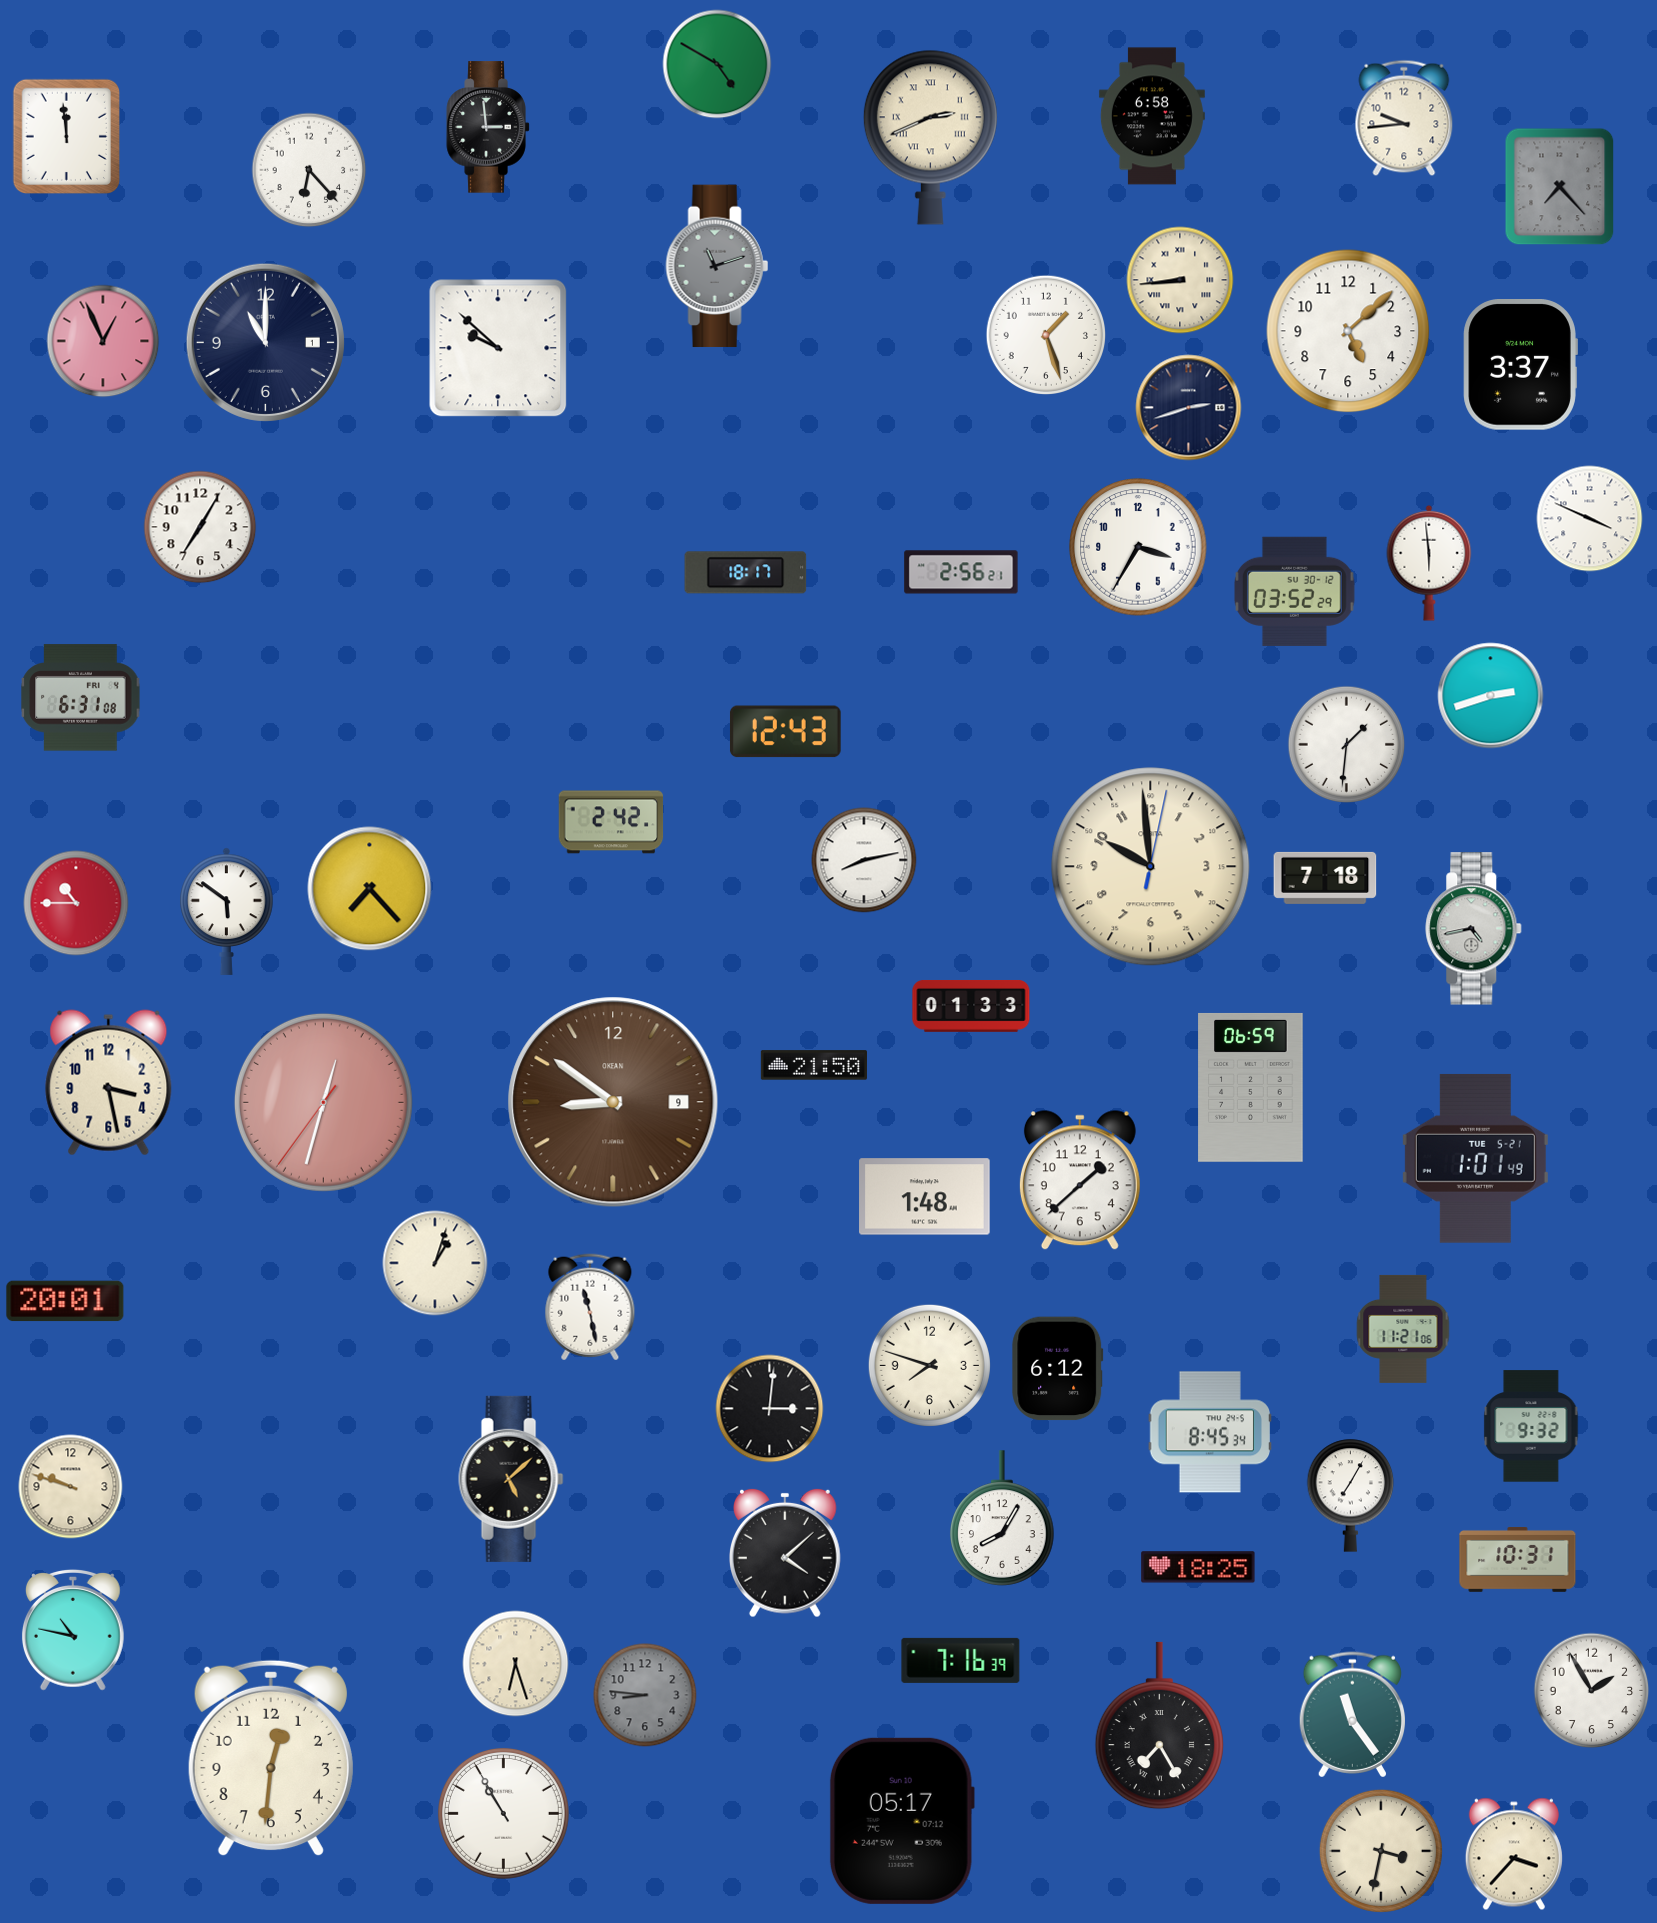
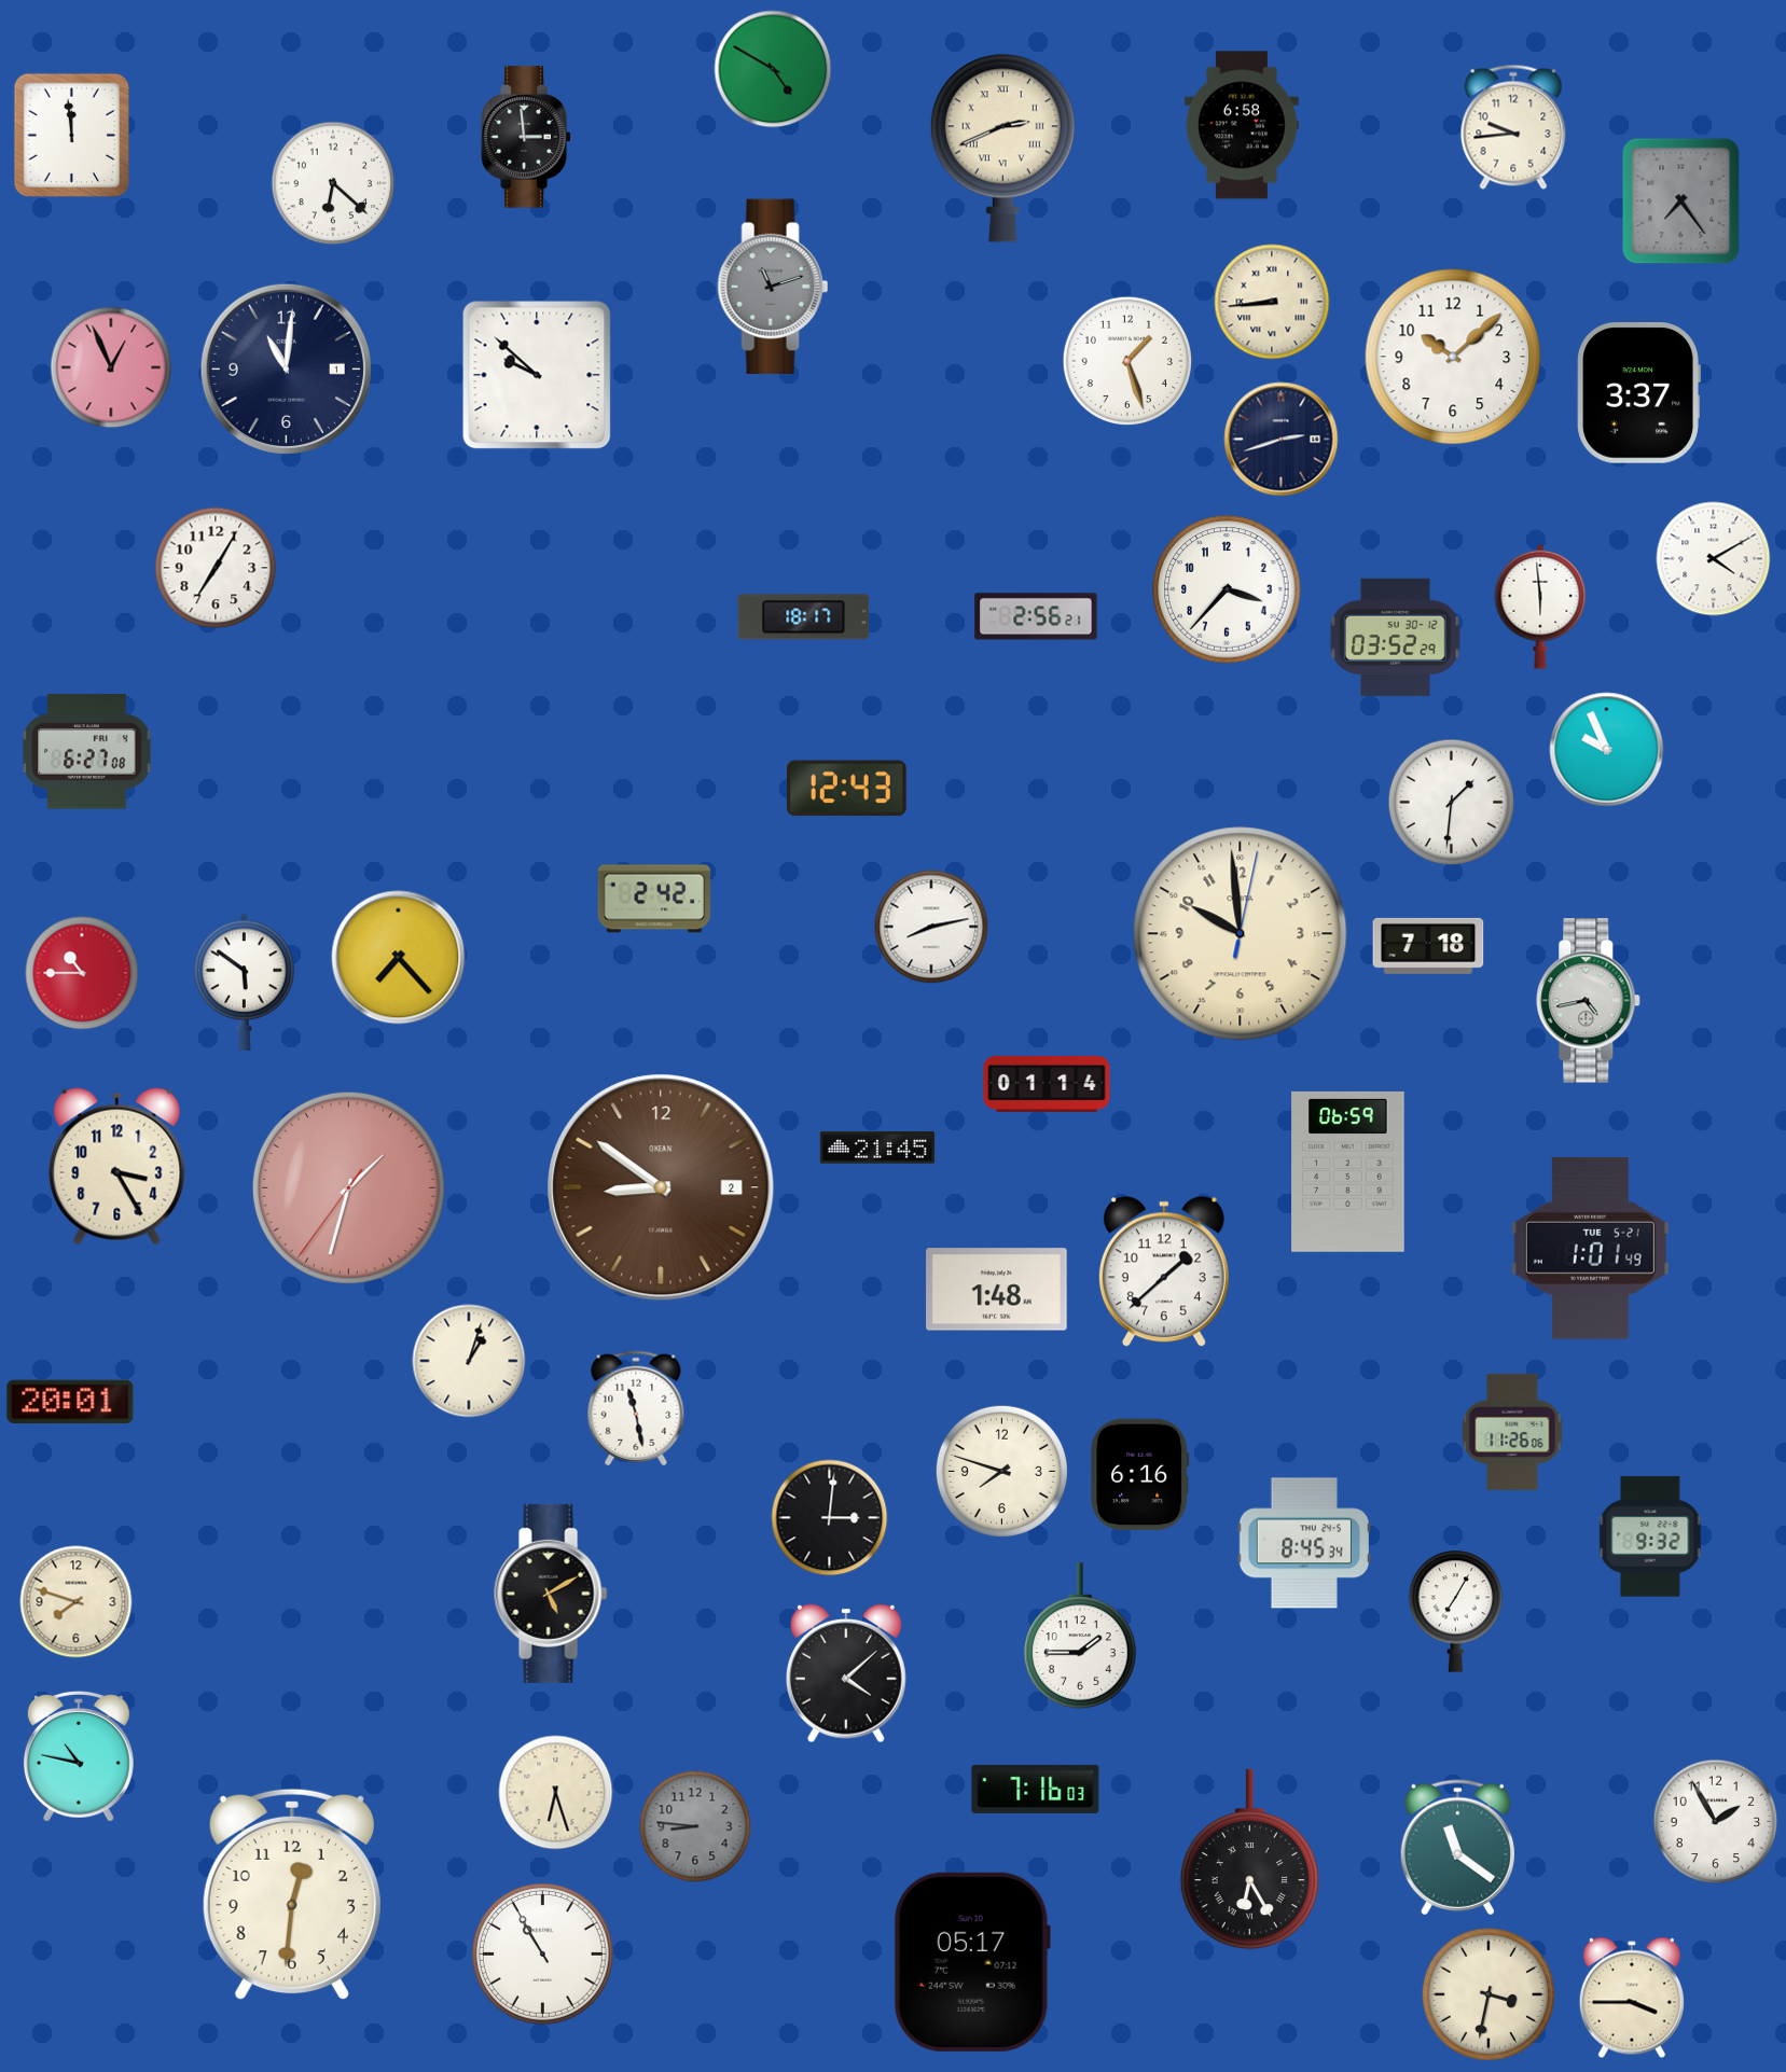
clock at (66, 136) position: (66, 136) -> (71, 135)
clock at (309, 170): 6:23 -> 6:22
clock at (1560, 187): 7:23 -> 7:24
clock at (1348, 331): 5:08 -> 10:08
clock at (265, 342): 11:00 -> 11:01
clock at (1590, 519): 3:49 -> 4:10
clock at (1138, 547): 3:35 -> 3:37
clock at (1491, 696): 2:42 -> 9:56
clock at (81, 698): 6:31 -> 6:27
clock at (611, 822) position: (611, 822) -> (654, 899)
clock at (971, 1006): 01:33 -> 01:14
clock at (814, 1065): 21:50 -> 21:45
clock at (109, 1083): 3:28 -> 3:25
clock at (323, 1102): 12:32 -> 1:32
clock at (613, 1102) date: 9 -> 2
clock at (1403, 1329): 11:21 -> 11:26
clock at (1058, 1369): 6:12 -> 6:16
clock at (511, 1479): 5:08 -> 5:10
clock at (71, 1487): 9:48 -> 7:48
clock at (1003, 1518): 8:05 -> 1:45
clock at (1518, 1559): 10:31 -> none
clock at (1198, 1567): 18:25 -> none
clock at (961, 1660): 7:16:39 -> 7:16:03
clock at (1352, 1715): 11:24 -> 11:21
clock at (1159, 1726): 7:25 -> 6:25
clock at (1514, 1854): 3:37 -> 3:45
